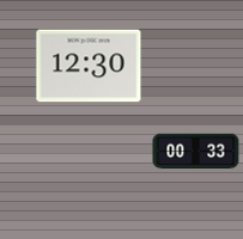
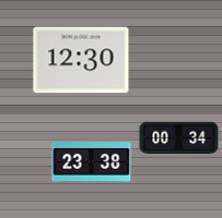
clock at (196, 152): 00:33 -> 00:34
clock at (92, 162): none -> 23:38
